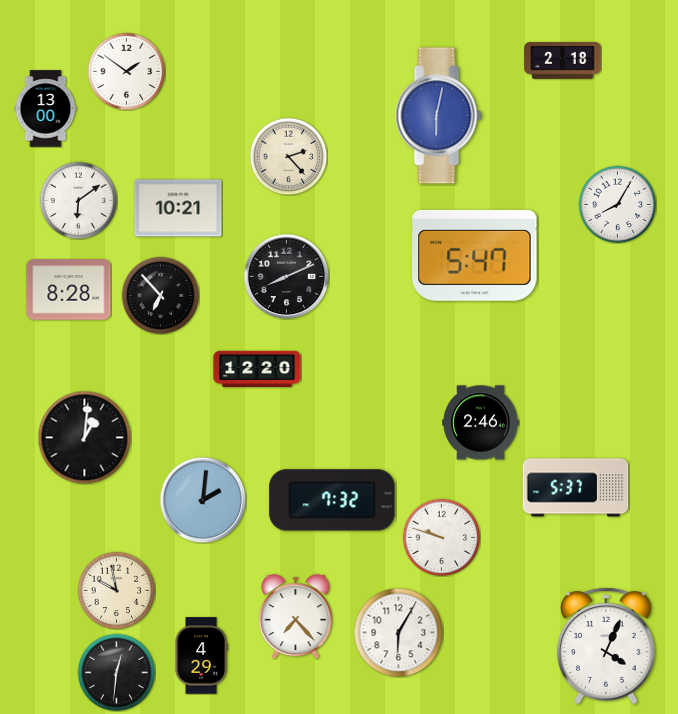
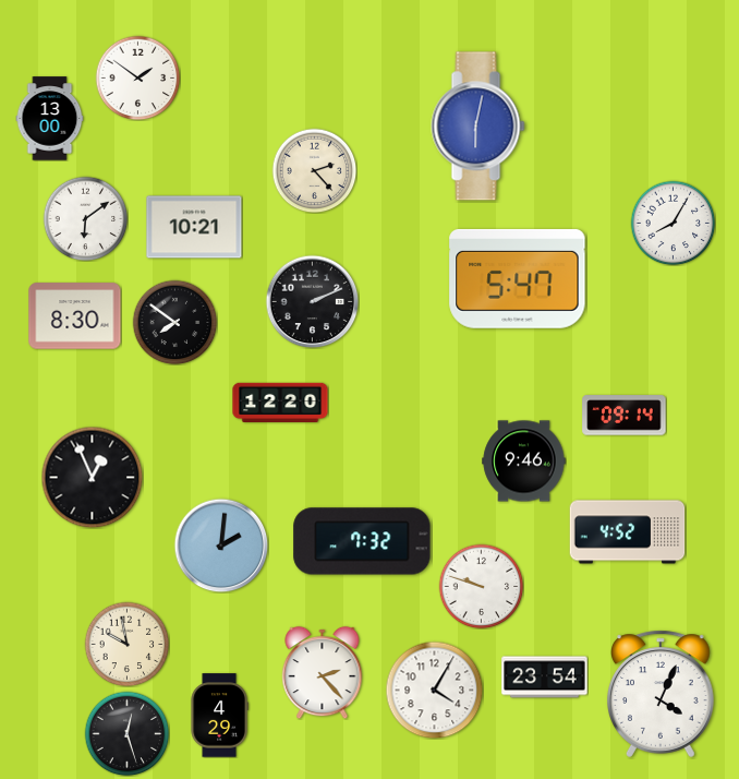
clock at (563, 61): 2:18 -> none
clock at (286, 276): 8:11 -> 2:11
clock at (69, 290): 8:28 -> 8:30
clock at (160, 295): 6:53 -> 7:51
clock at (625, 416): none -> 09:14
clock at (481, 423): 2:46 -> 9:46
clock at (84, 437): 1:01 -> 12:56
clock at (576, 488): 5:37 -> 4:52
clock at (332, 500) position: (332, 500) -> (362, 541)
clock at (296, 616): 7:23 -> 2:23
clock at (545, 678): none -> 23:54
clock at (398, 632): 6:05 -> 4:05
clock at (607, 646) position: (607, 646) -> (662, 694)
clock at (116, 672): 12:31 -> 12:27
